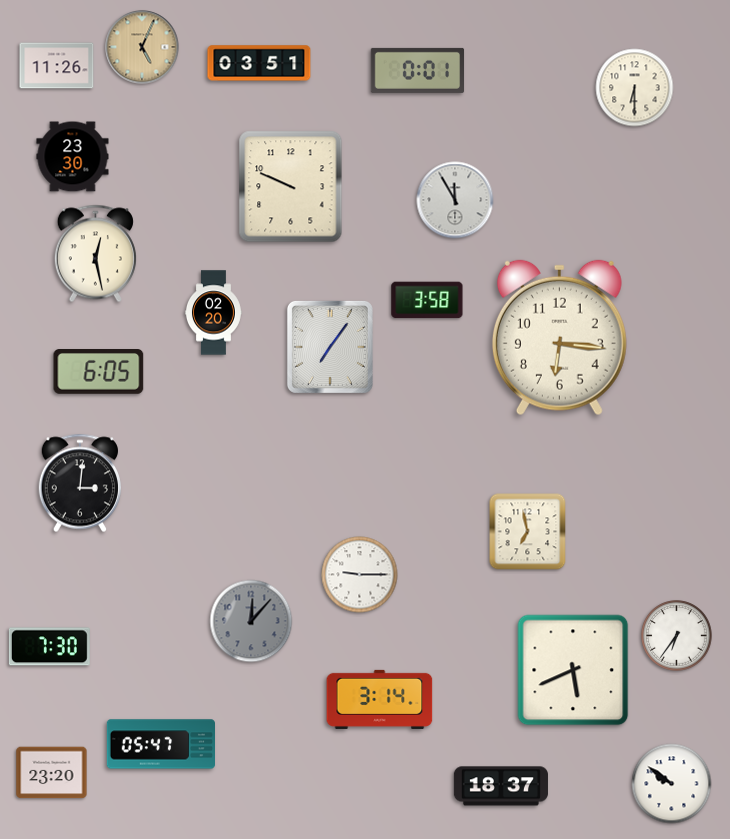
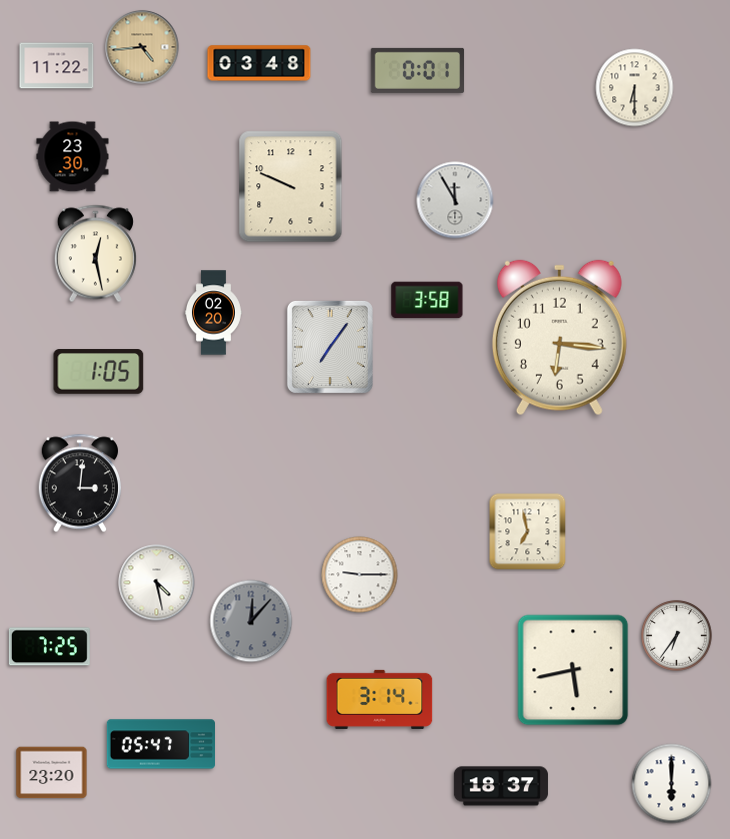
clock at (142, 47): 5:04 -> 4:44
clock at (259, 63): 03:51 -> 03:48
clock at (57, 66): 11:26 -> 11:22
clock at (99, 372): 6:05 -> 1:05
clock at (157, 583): none -> 4:28
clock at (49, 647): 7:30 -> 7:25
clock at (573, 670): 5:41 -> 5:43
clock at (672, 784): 9:51 -> 6:00
